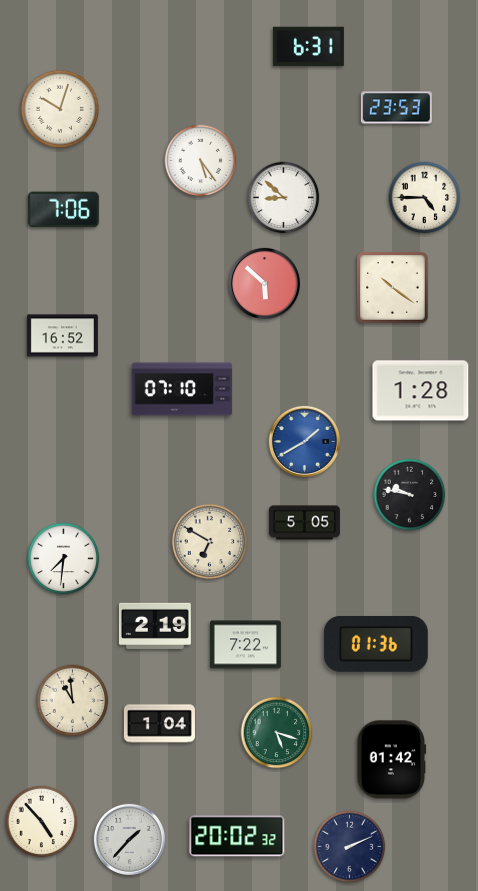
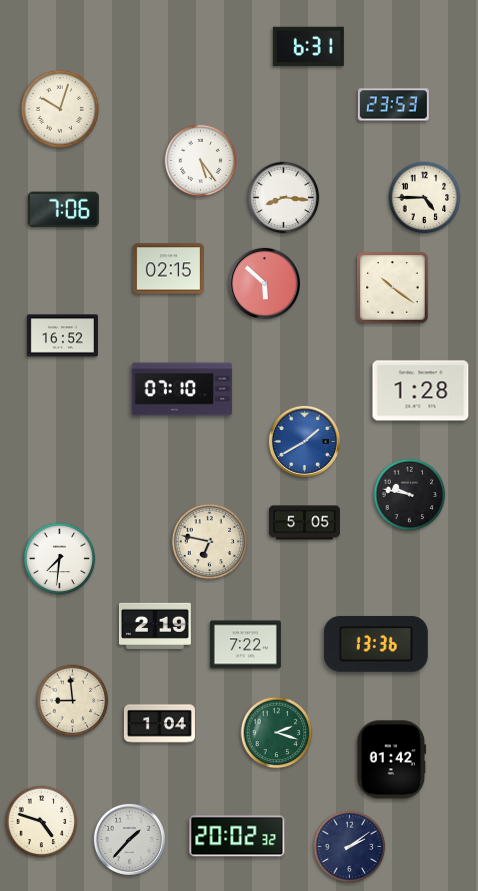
clock at (396, 108) position: (396, 108) -> (393, 105)
clock at (284, 198): 8:52 -> 8:16
clock at (168, 269): none -> 02:15
clock at (209, 541): 6:50 -> 6:47
clock at (64, 559) position: (64, 559) -> (60, 559)
clock at (376, 644): 01:36 -> 13:36
clock at (73, 701): 10:59 -> 8:59
clock at (277, 733): 5:18 -> 2:18
clock at (42, 822): 4:53 -> 4:48
clock at (350, 847): 2:11 -> 2:09
